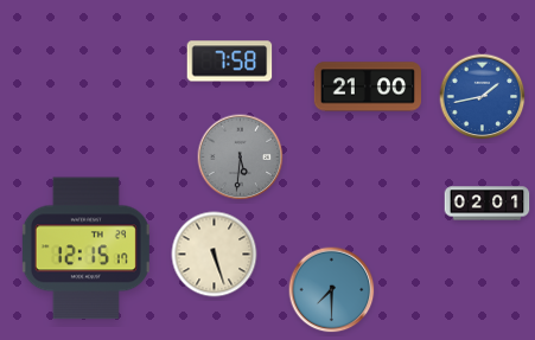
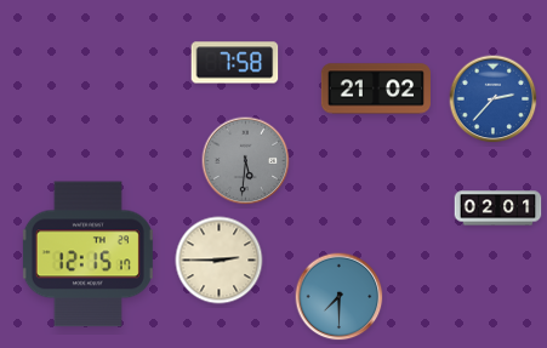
clock at (367, 86): 21:00 -> 21:02
clock at (483, 97): 1:43 -> 2:37
clock at (215, 255): 5:27 -> 2:45
